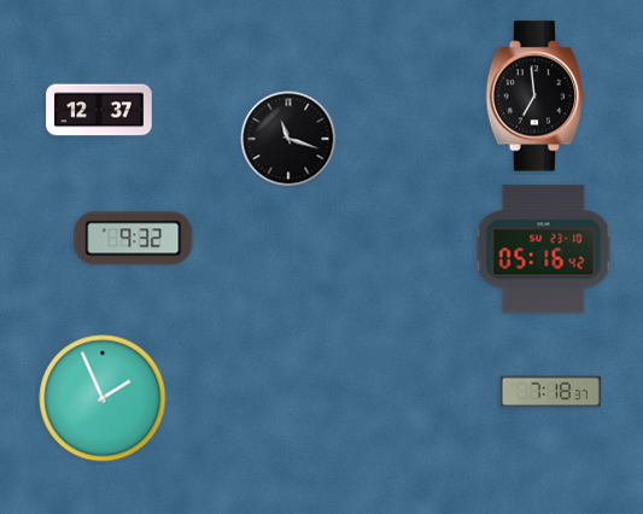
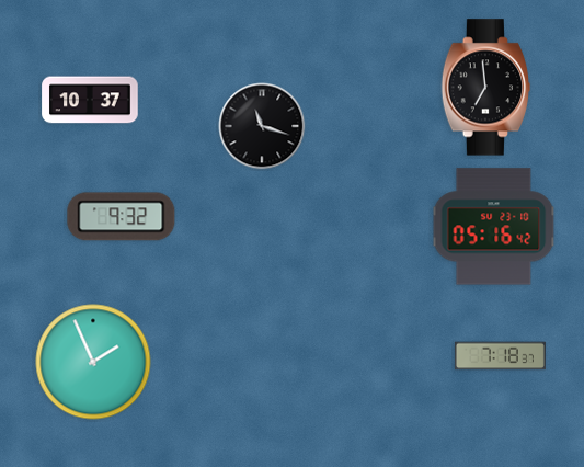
clock at (99, 110): 12:37 -> 10:37
